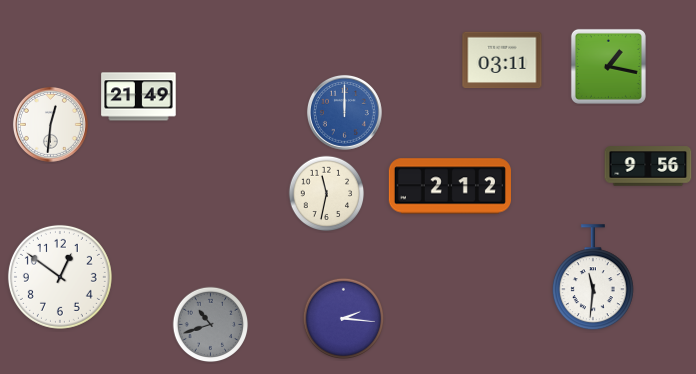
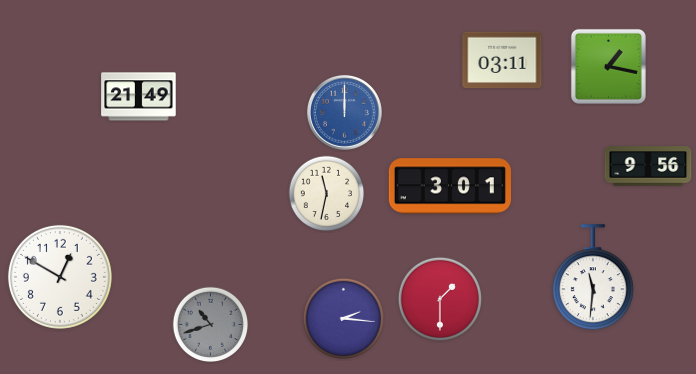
clock at (50, 124): 12:31 -> none
clock at (450, 186): 2:12 -> 3:01
clock at (60, 277): 12:51 -> 12:50
clock at (440, 299): none -> 1:30
